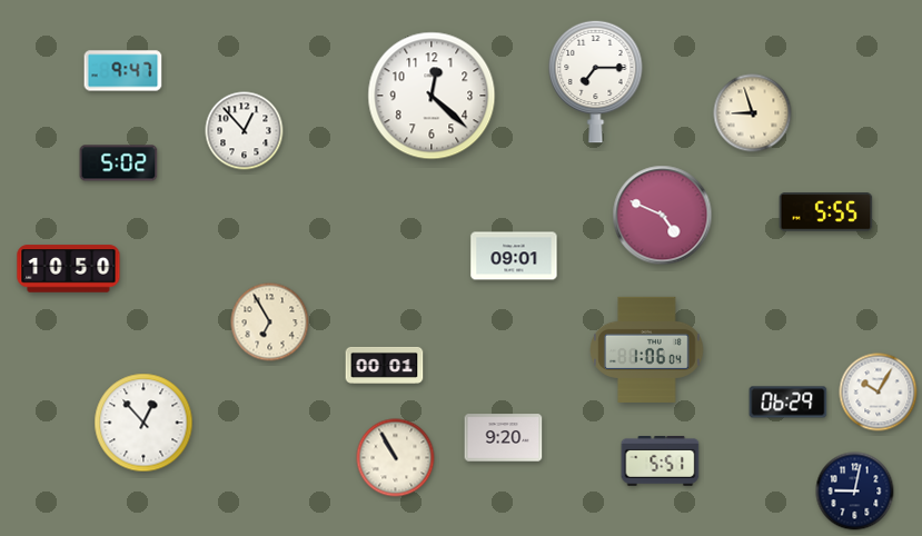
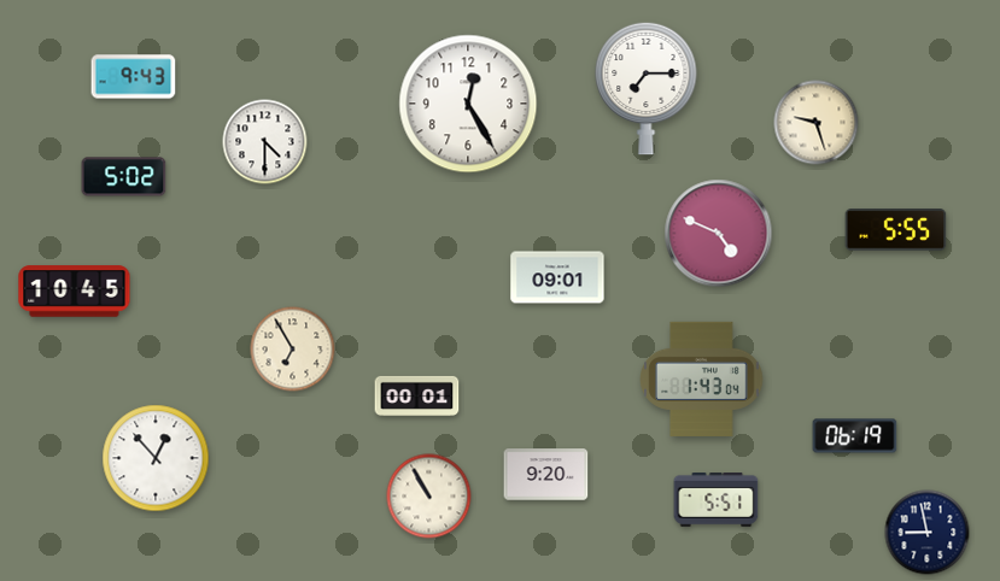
clock at (123, 71): 9:47 -> 9:43
clock at (432, 96): 12:22 -> 12:25
clock at (753, 113): 8:57 -> 9:27
clock at (245, 131): 12:53 -> 4:30
clock at (119, 163) position: (119, 163) -> (124, 177)
clock at (69, 269): 10:50 -> 10:45
clock at (647, 349): 1:06 -> 1:43
clock at (879, 393): 10:05 -> none
clock at (789, 403): 06:29 -> 06:19
clock at (855, 492): 9:02 -> 8:58
